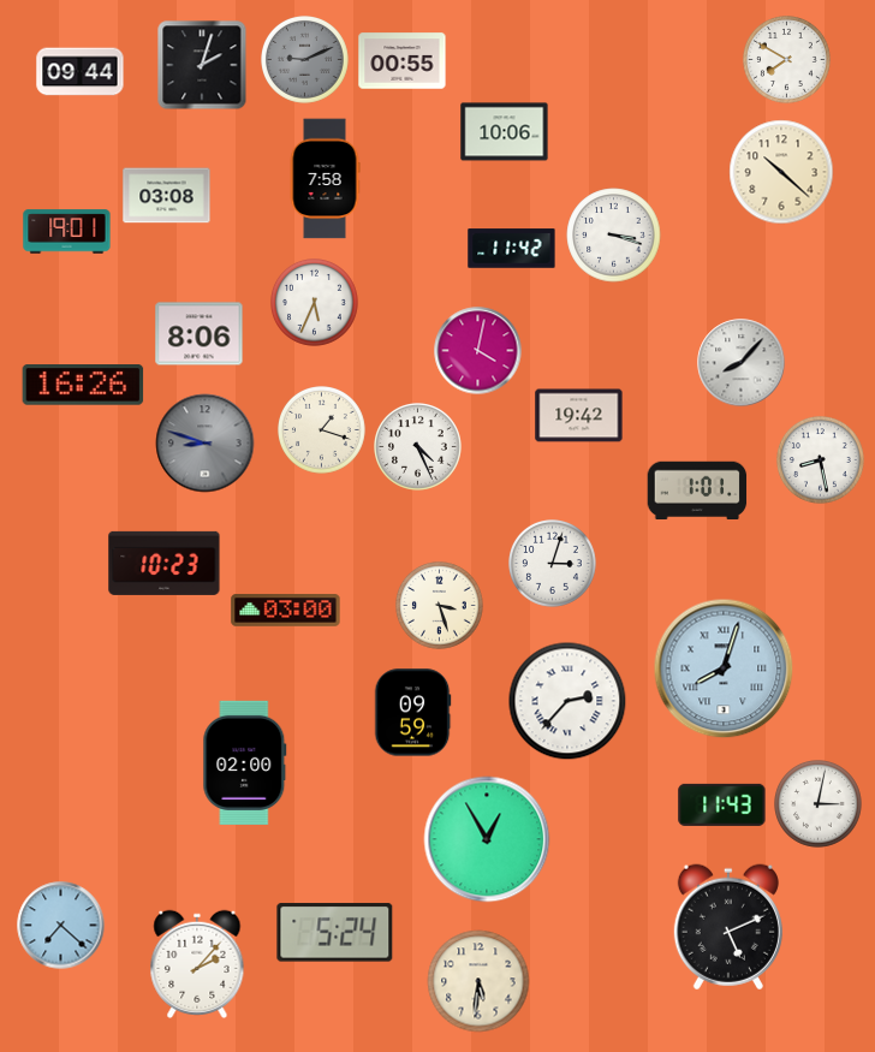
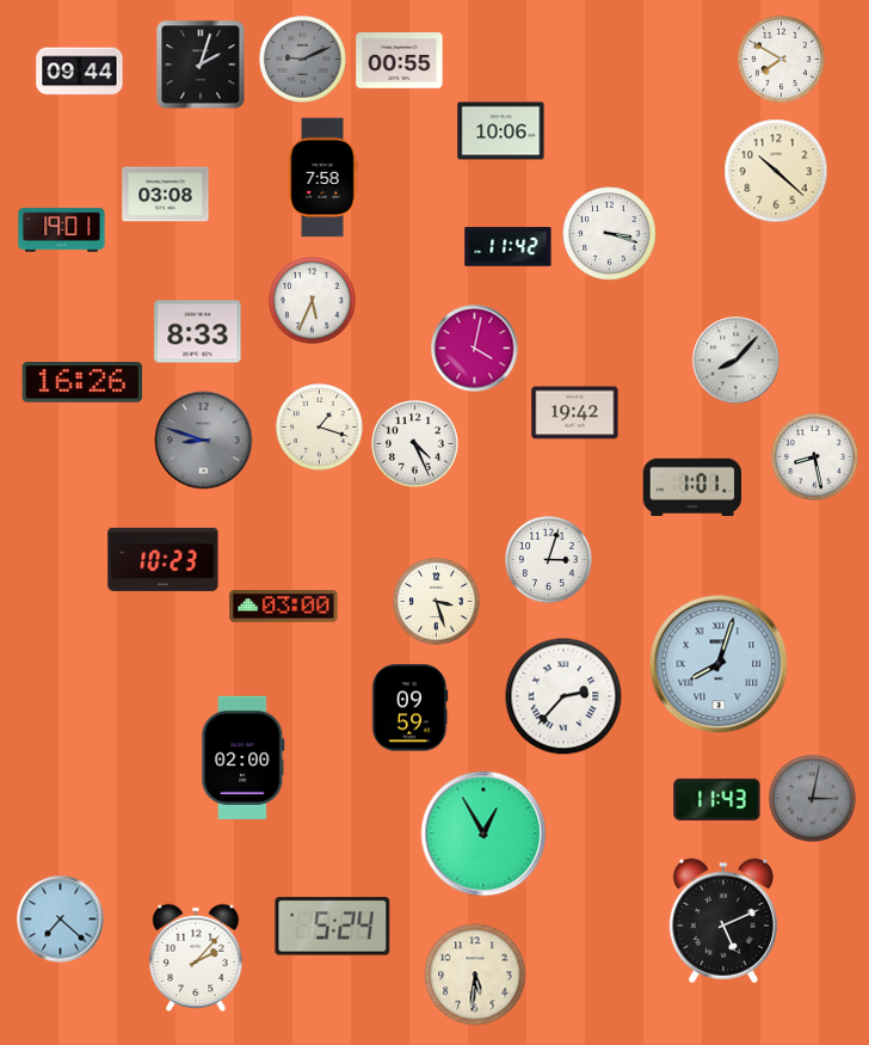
clock at (67, 232) position: (67, 232) -> (62, 230)
clock at (200, 334): 8:06 -> 8:33
clock at (819, 804) dial: white -> grey
